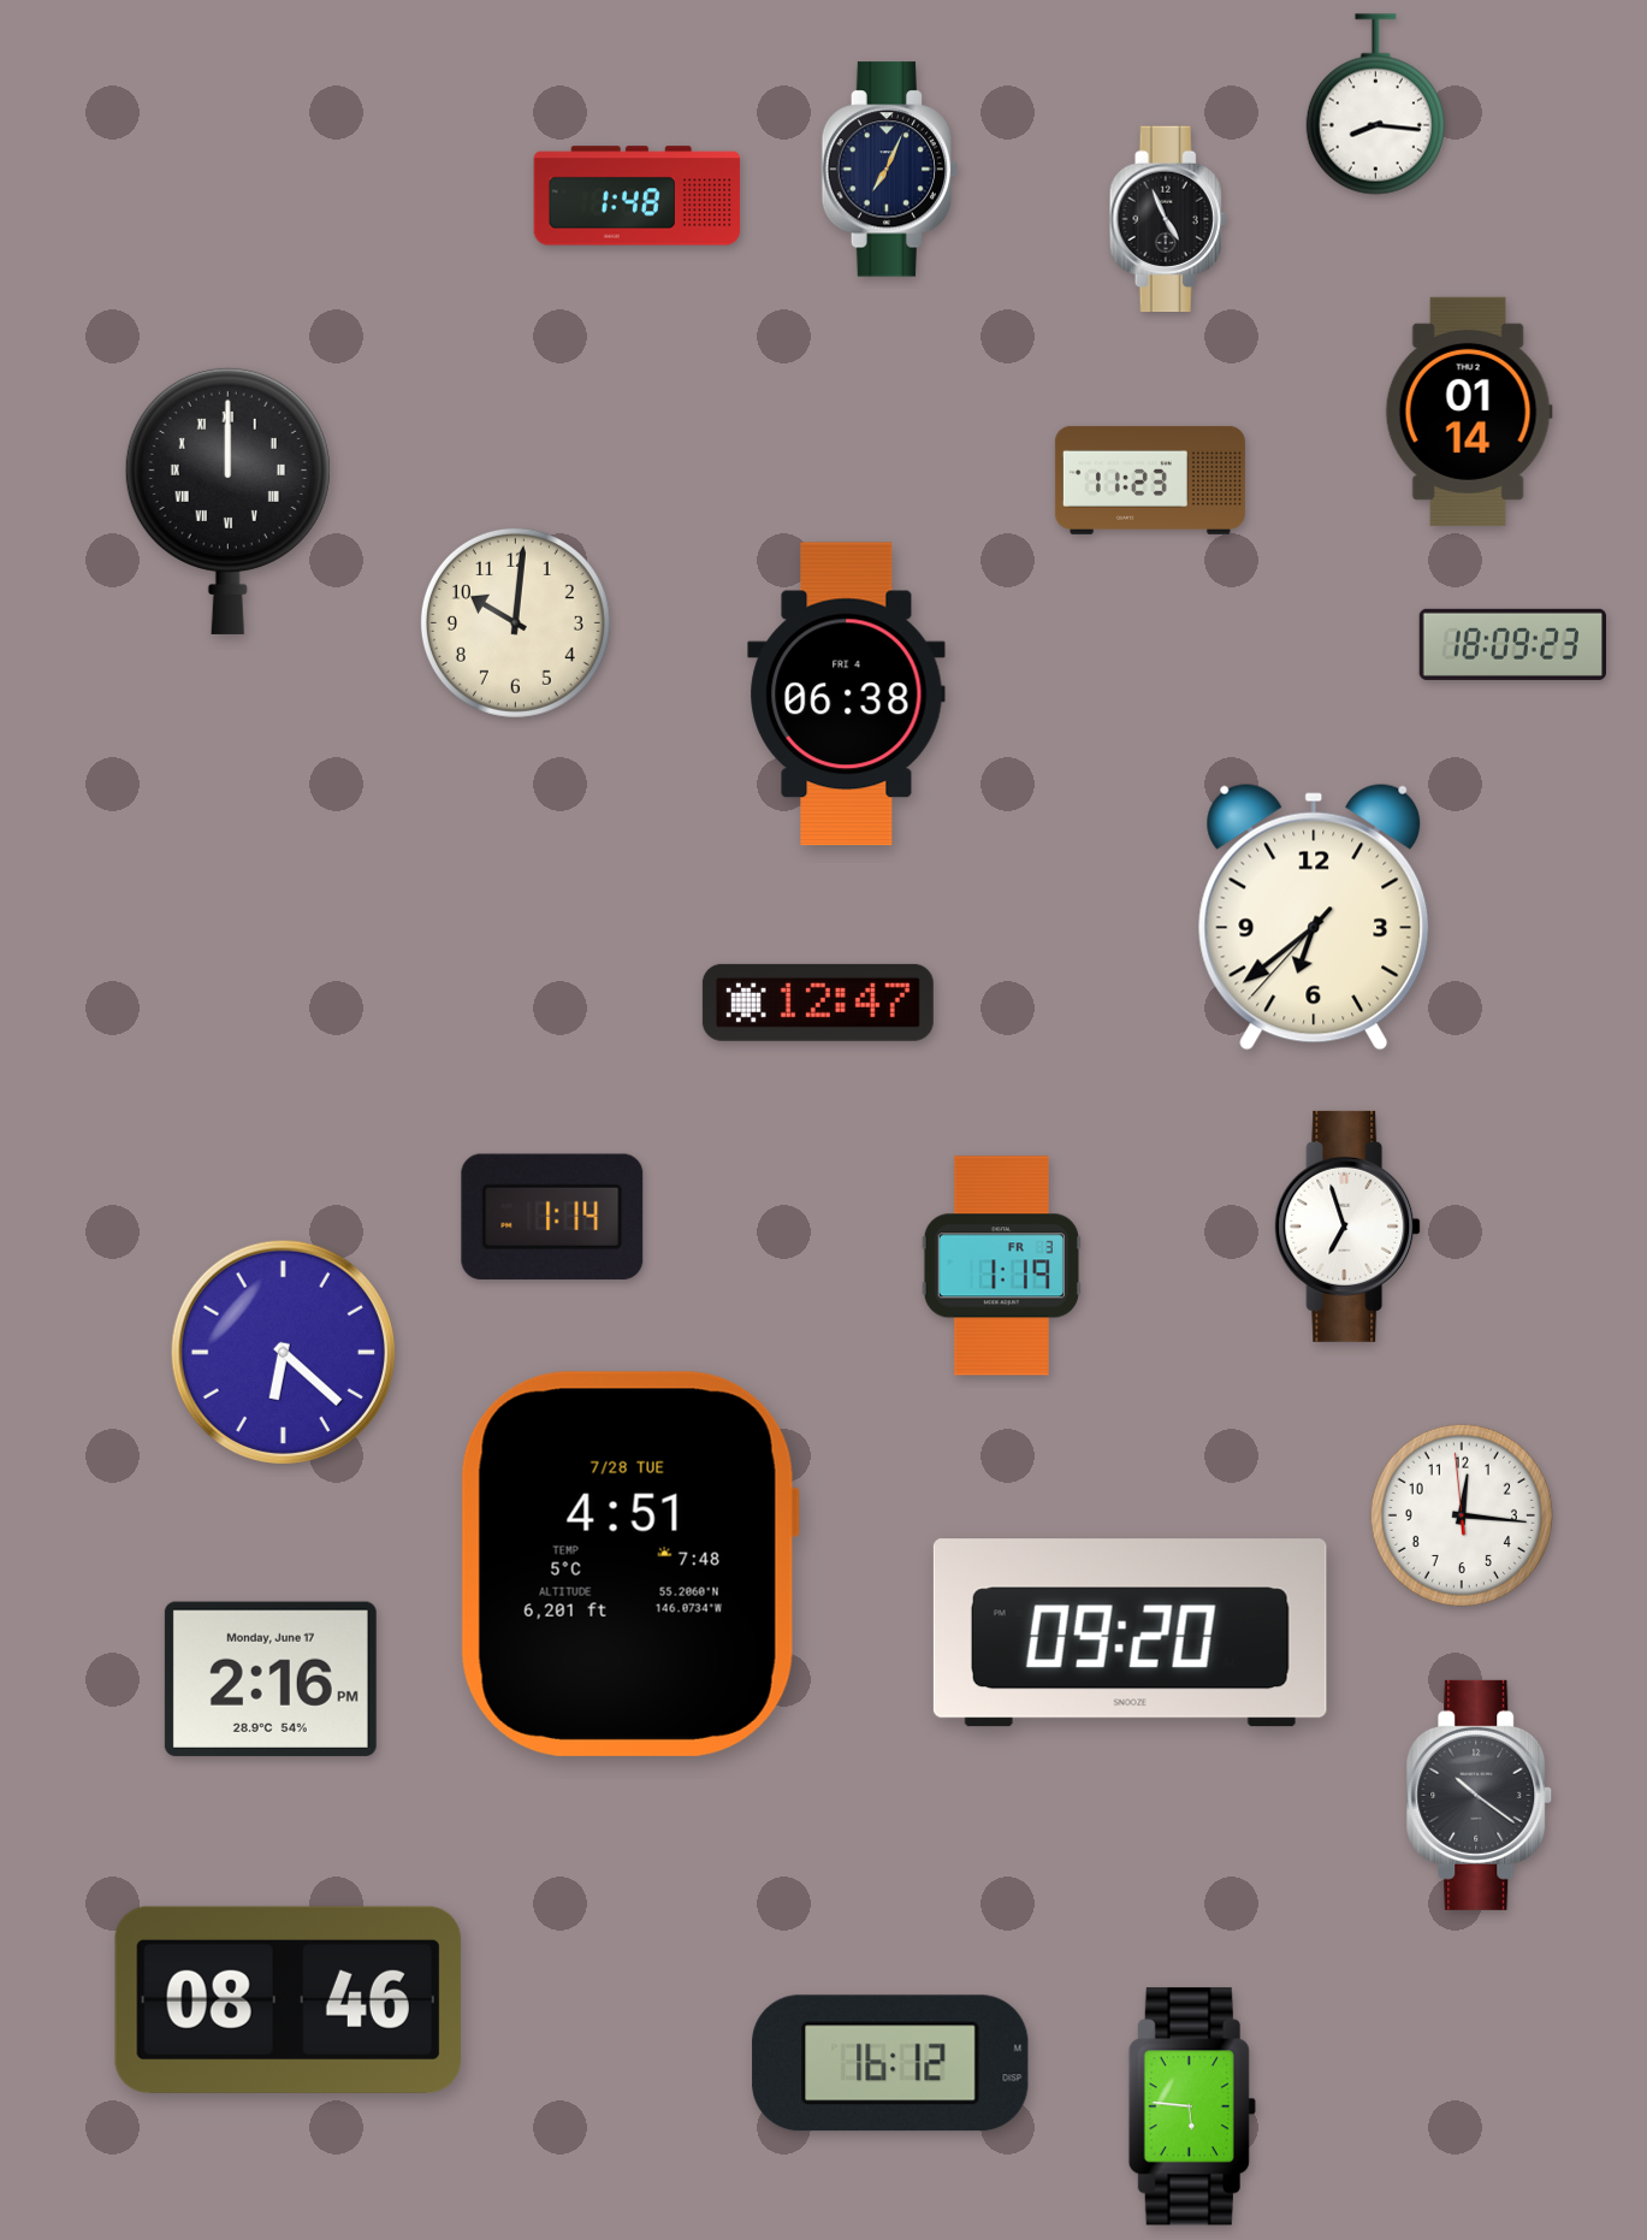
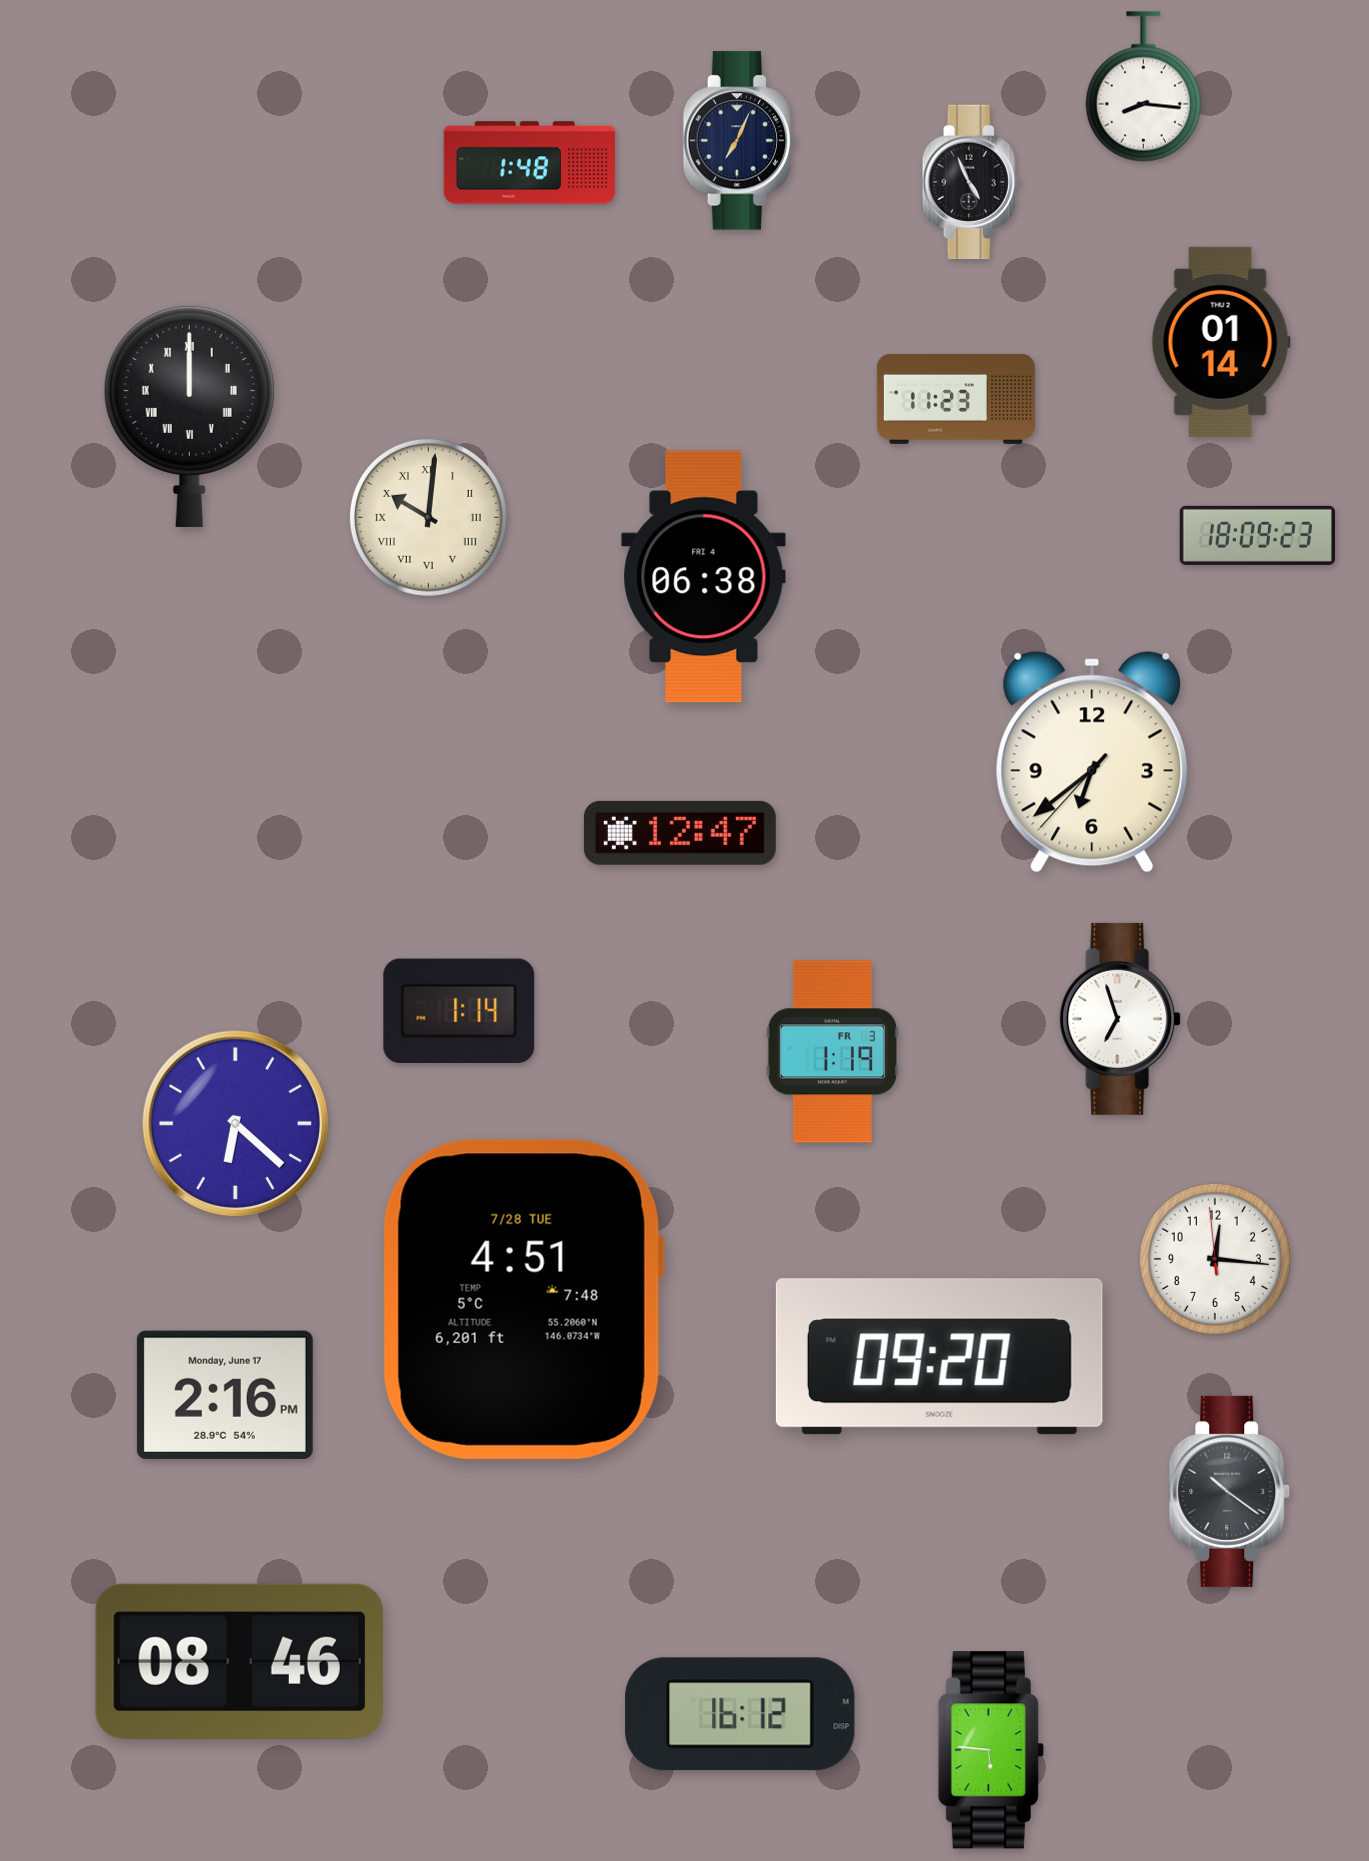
clock at (515, 622) numerals: Arabic -> Roman
